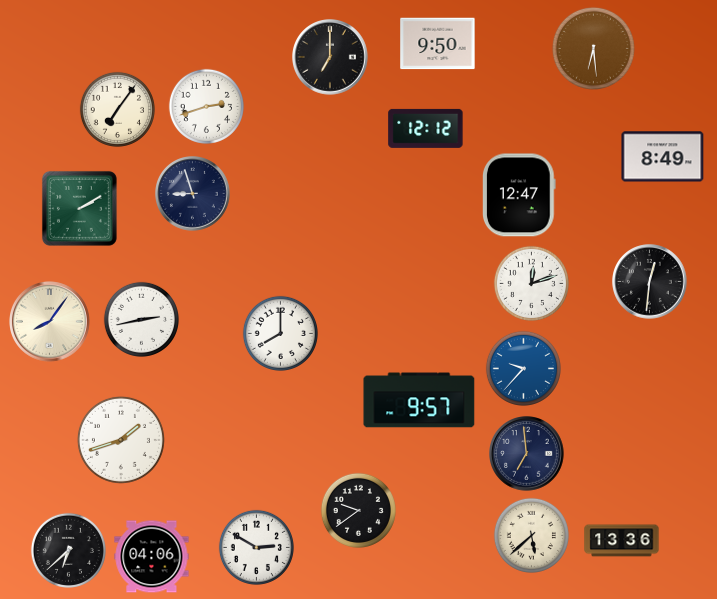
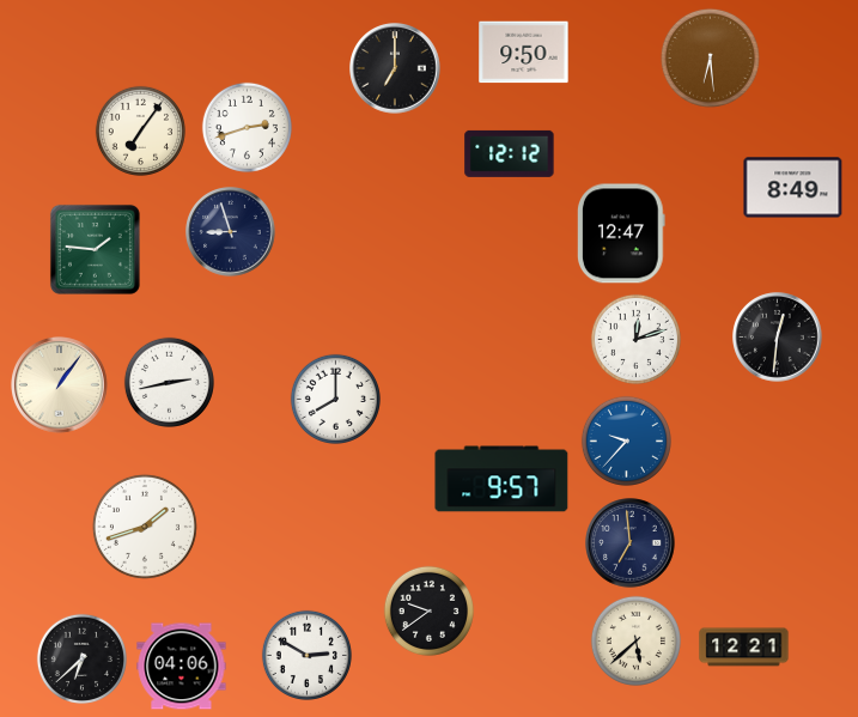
clock at (79, 208): 2:10 -> 1:46
clock at (50, 322): 8:06 -> 1:06
clock at (622, 541): 13:36 -> 12:21
